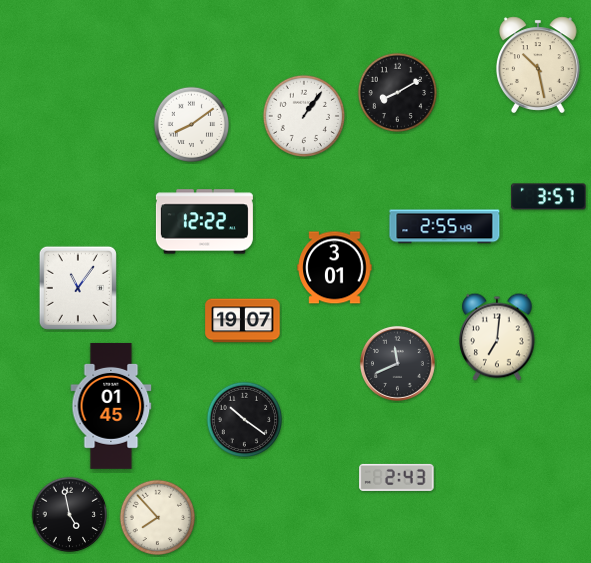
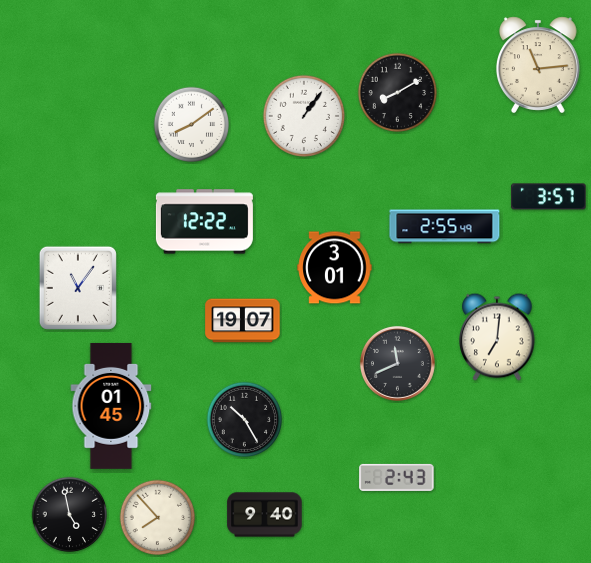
clock at (538, 65): 10:28 -> 11:14
clock at (245, 420): 10:21 -> 10:25
clock at (265, 515): none -> 9:40
